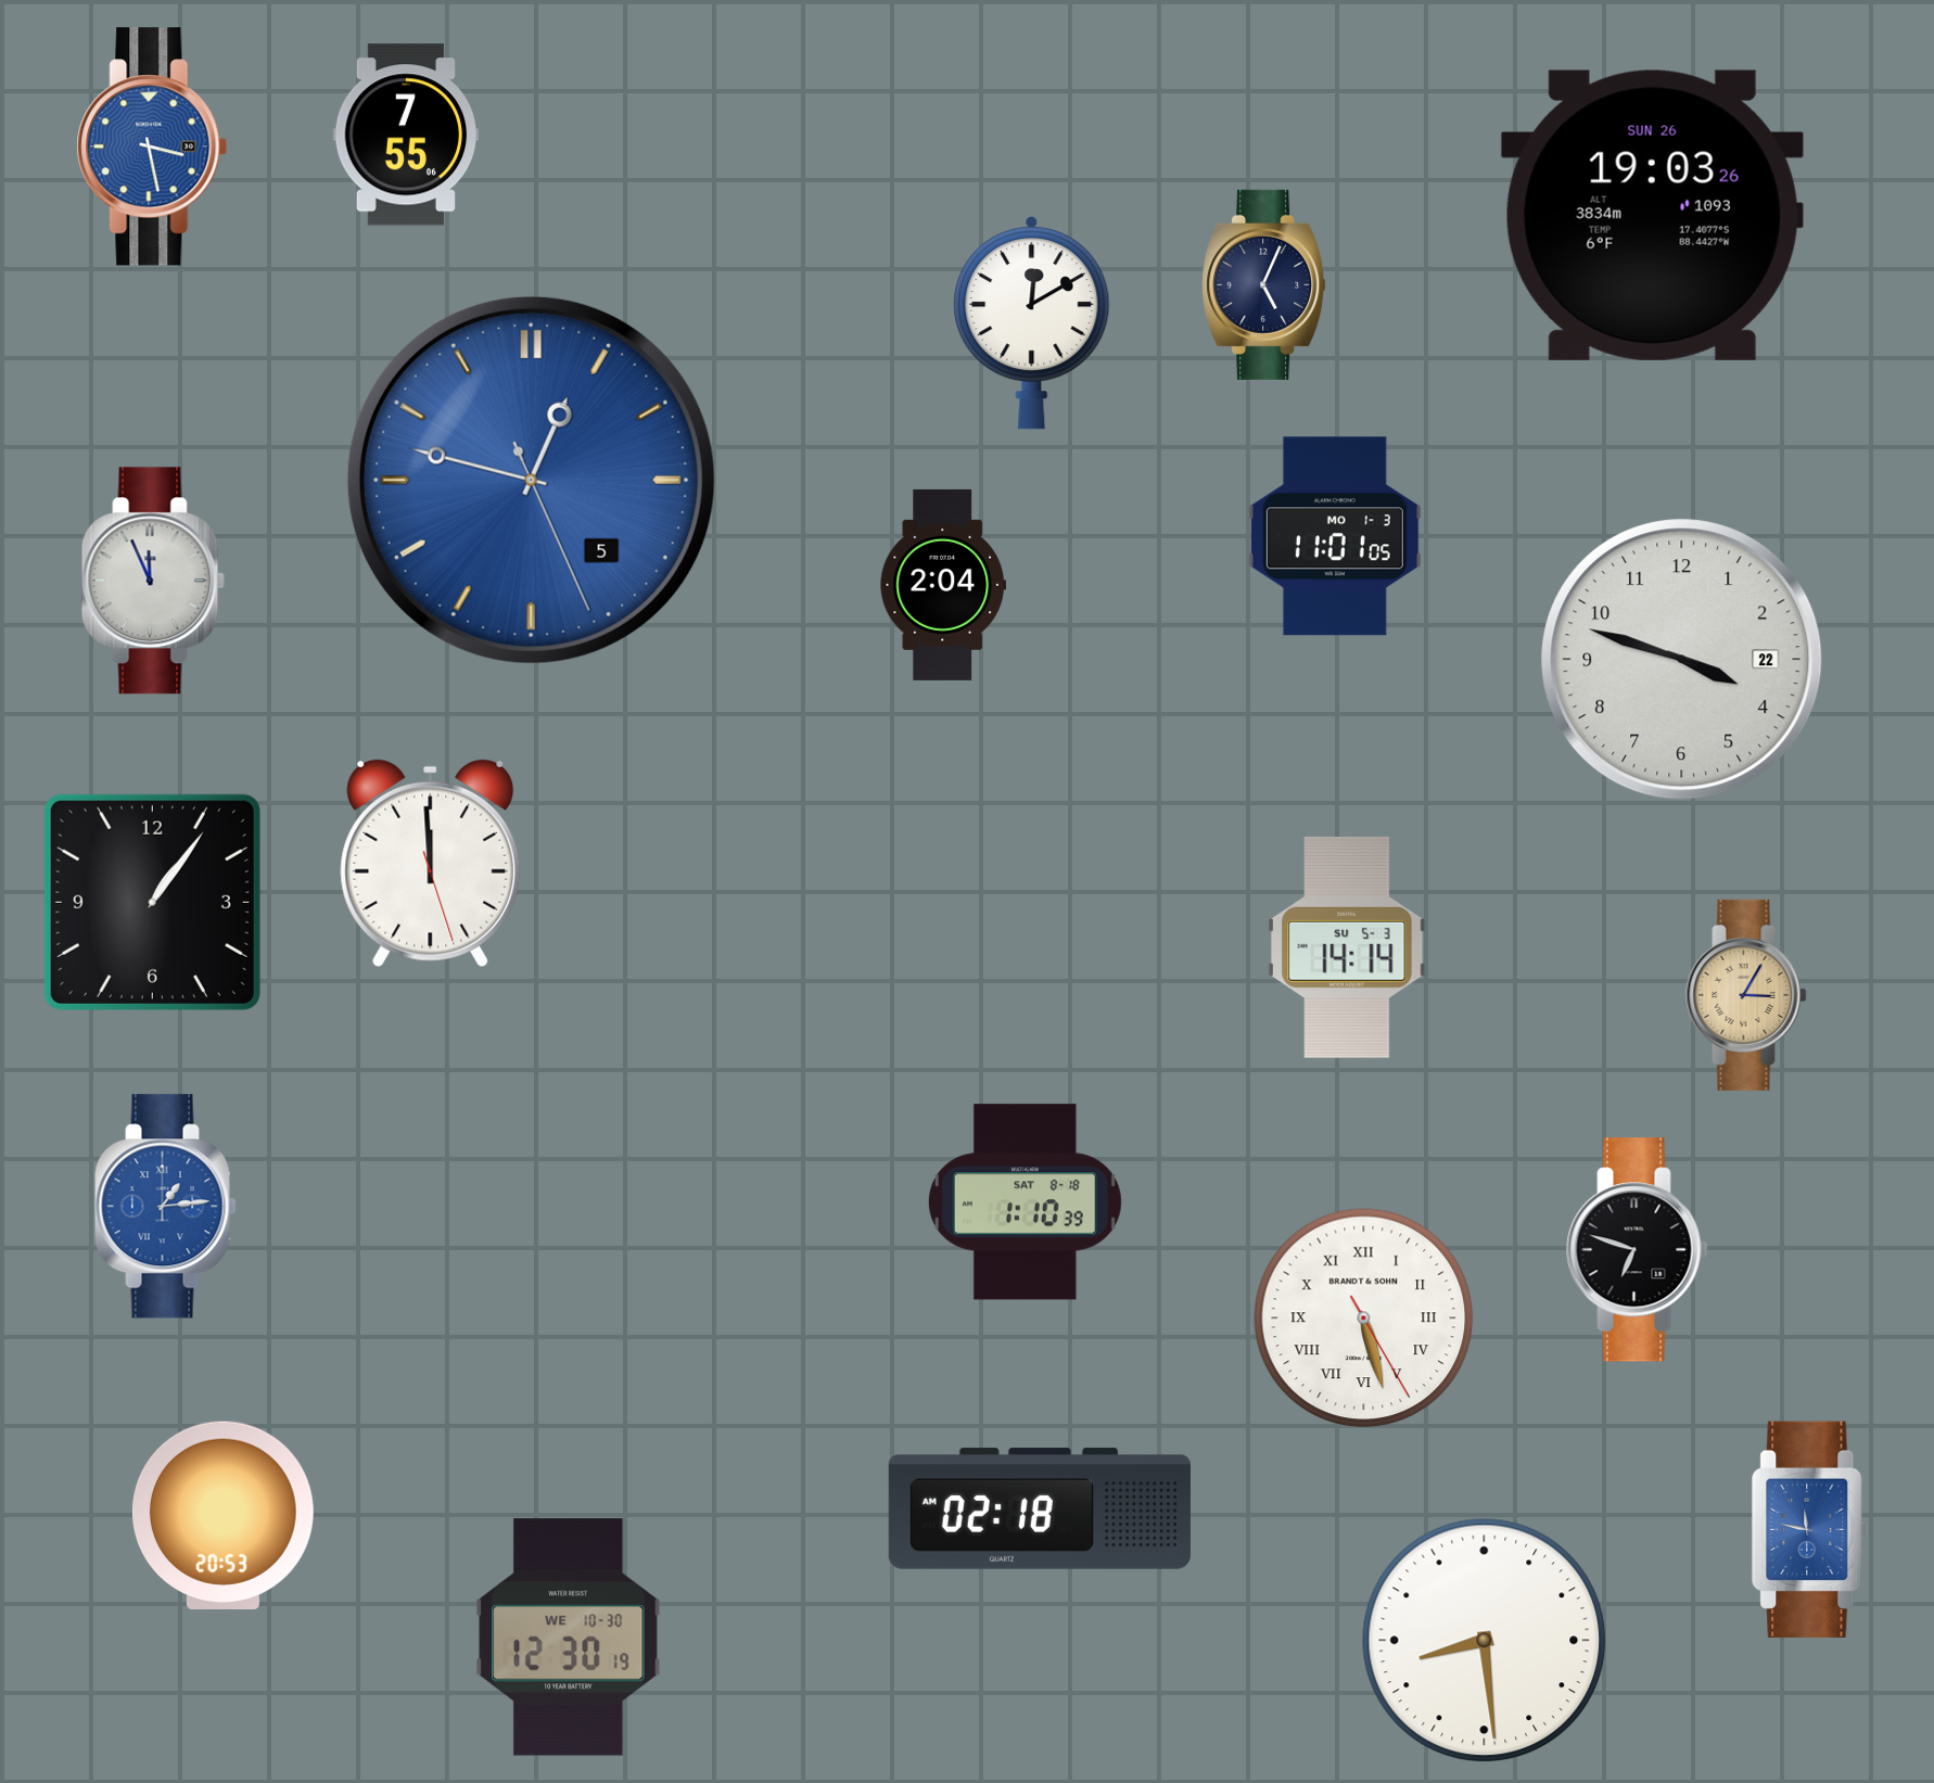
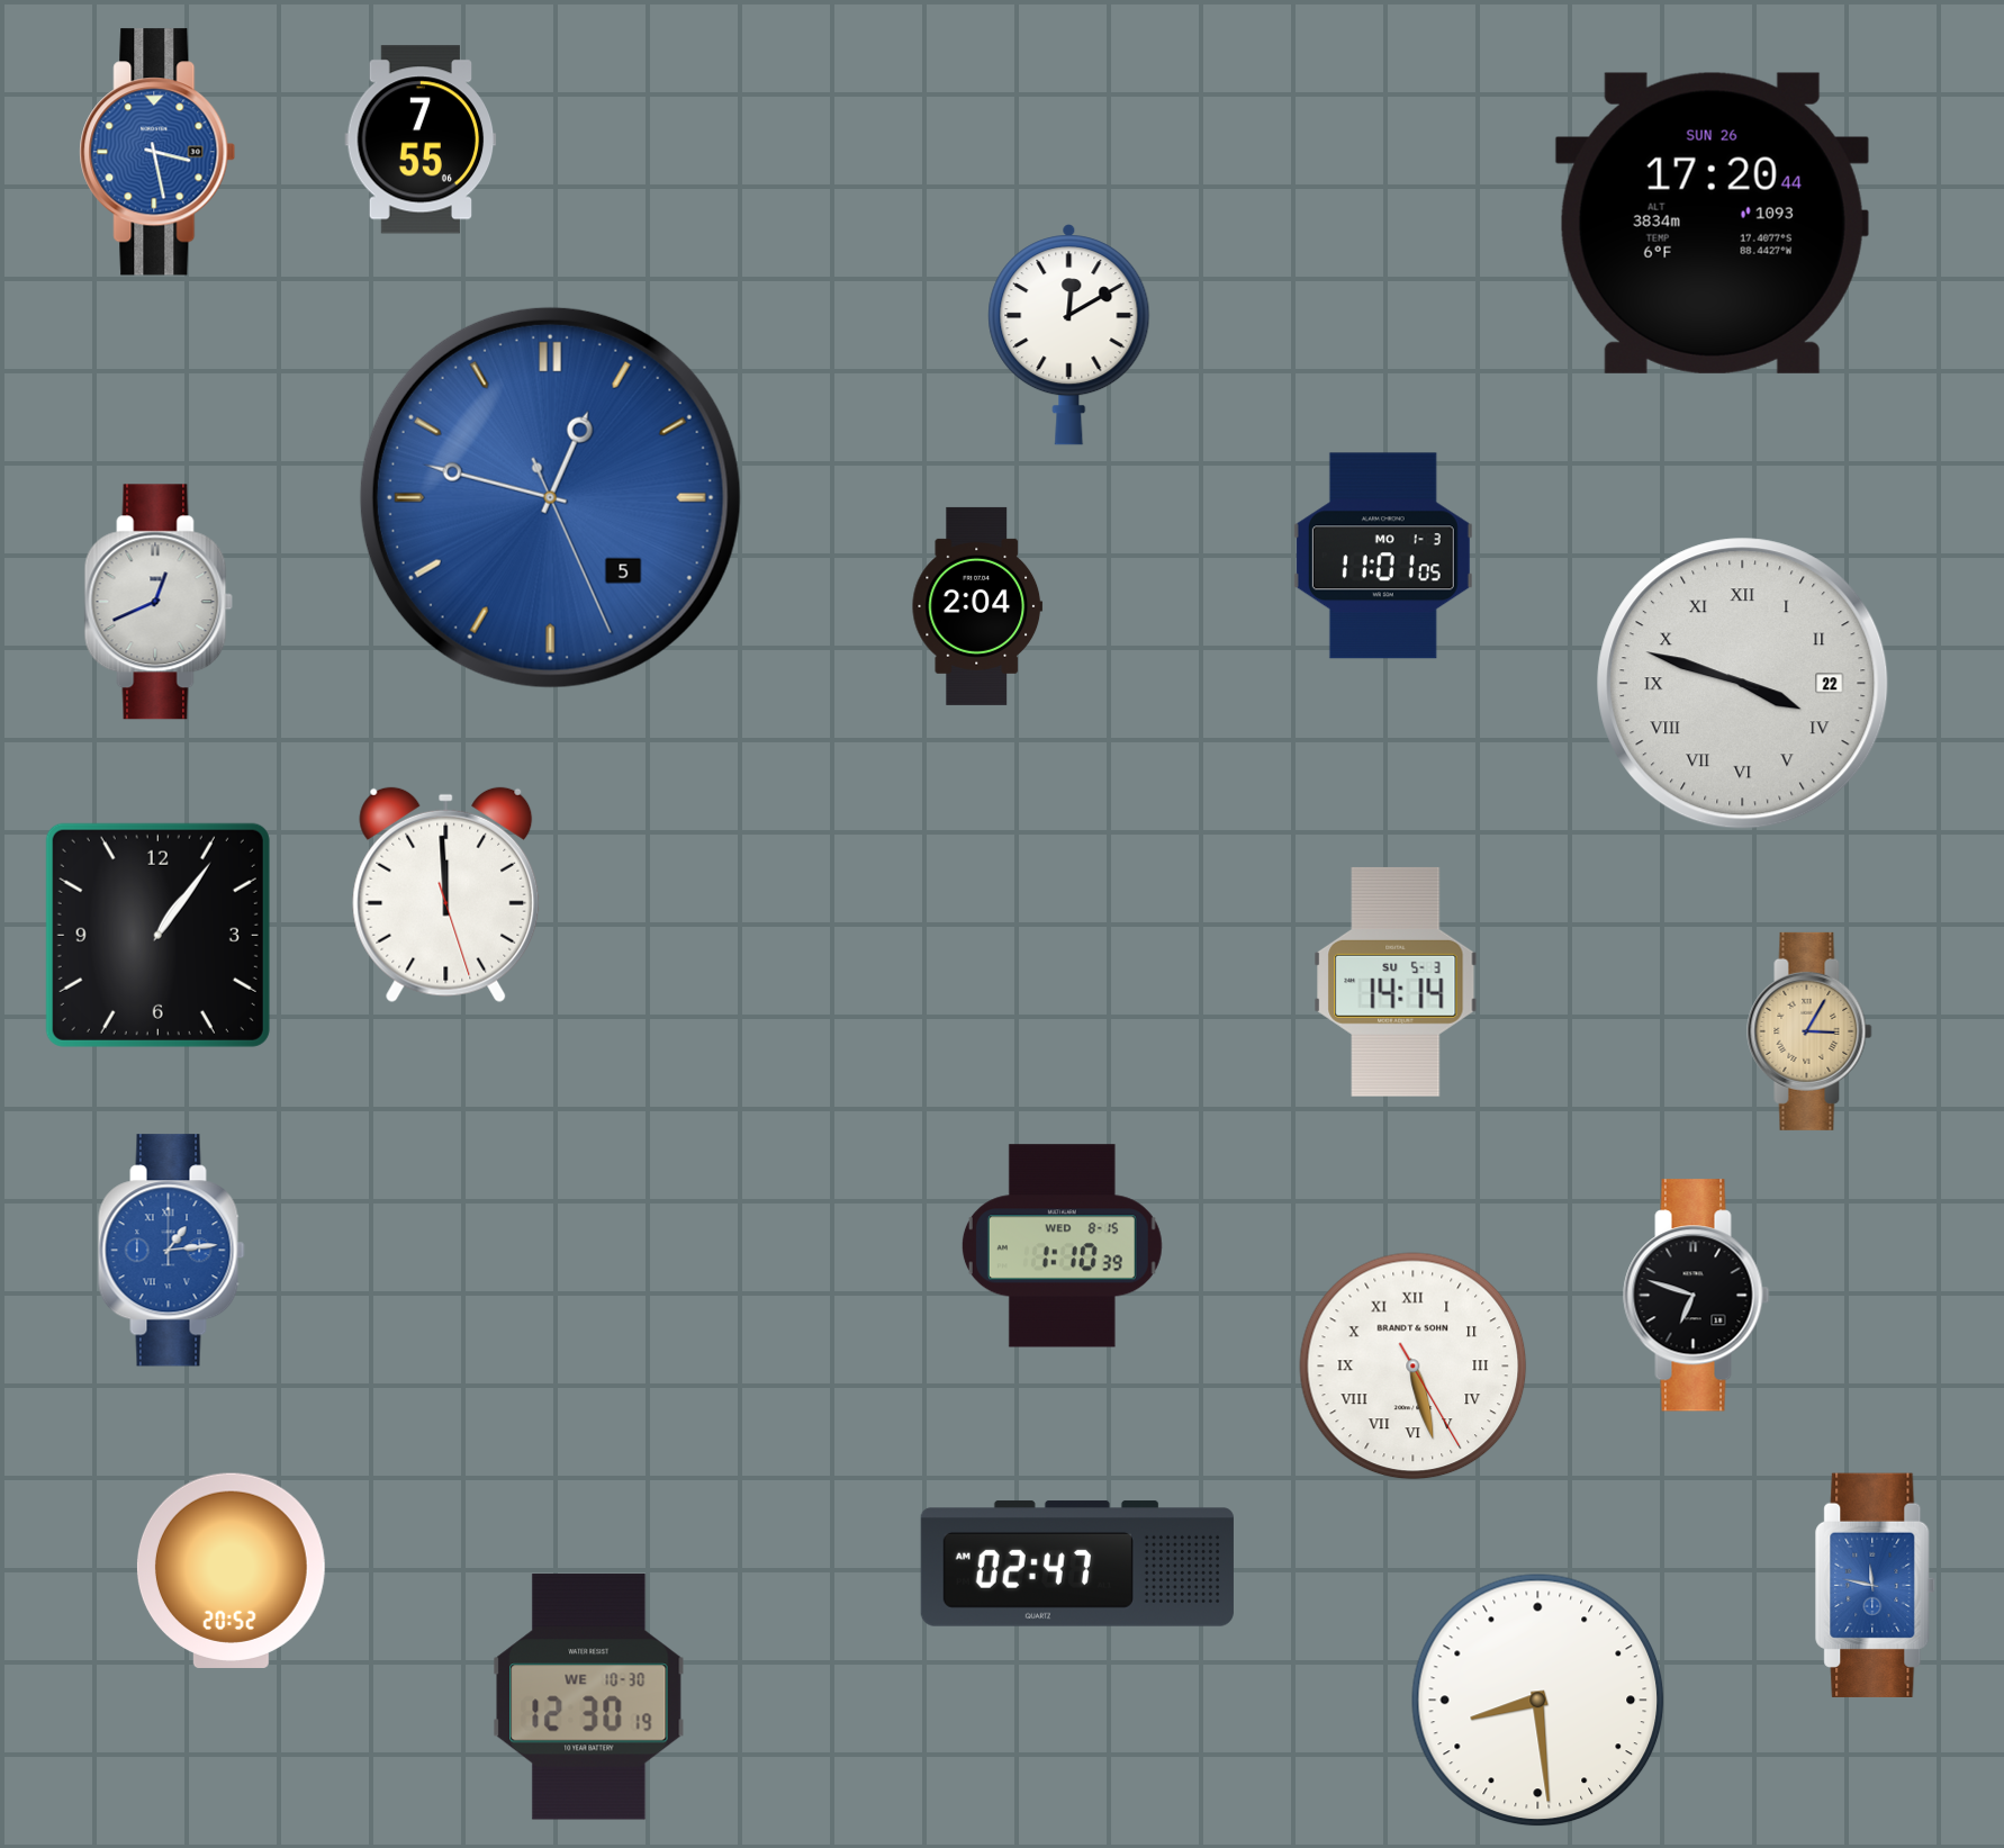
clock at (1652, 215): 19:03 -> 17:20
clock at (1264, 284): 5:04 -> none
clock at (153, 581): 11:56 -> 12:41
clock at (1682, 660) numerals: Arabic -> Roman
clock at (1025, 1202) date: SAT 8-18 -> WED 8-15
clock at (1040, 1508): 02:18 -> 02:47
clock at (222, 1515): 20:53 -> 20:52
